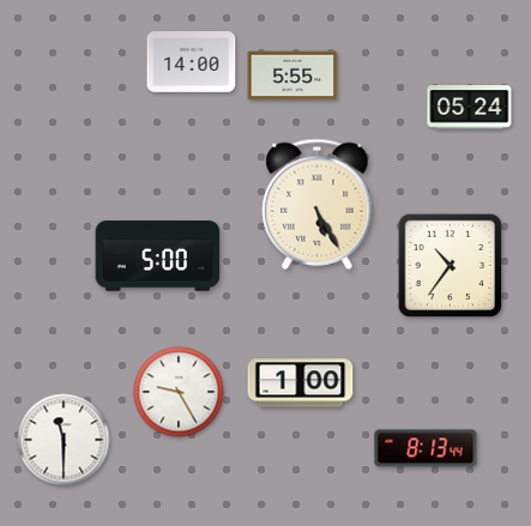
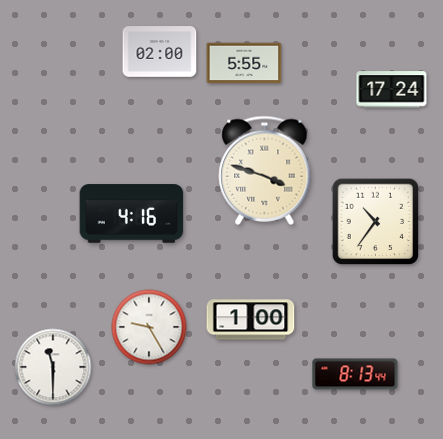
clock at (192, 62): 14:00 -> 02:00
clock at (470, 108): 05:24 -> 17:24
clock at (318, 204): 5:25 -> 3:48
clock at (158, 256): 5:00 -> 4:16
